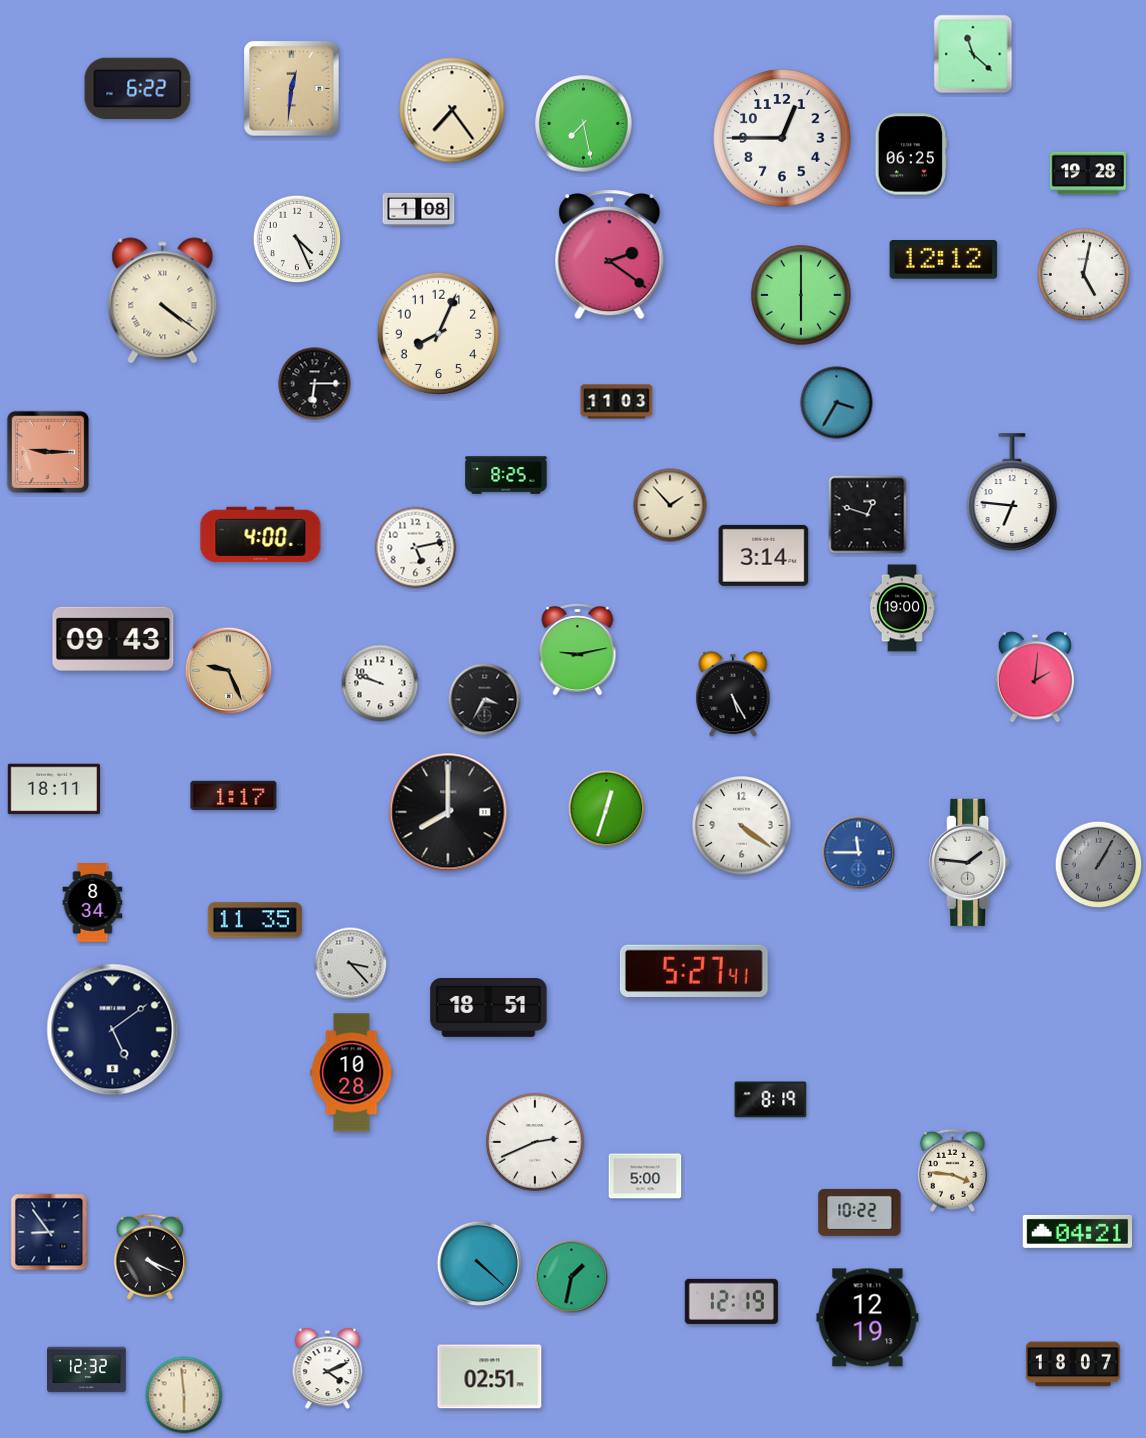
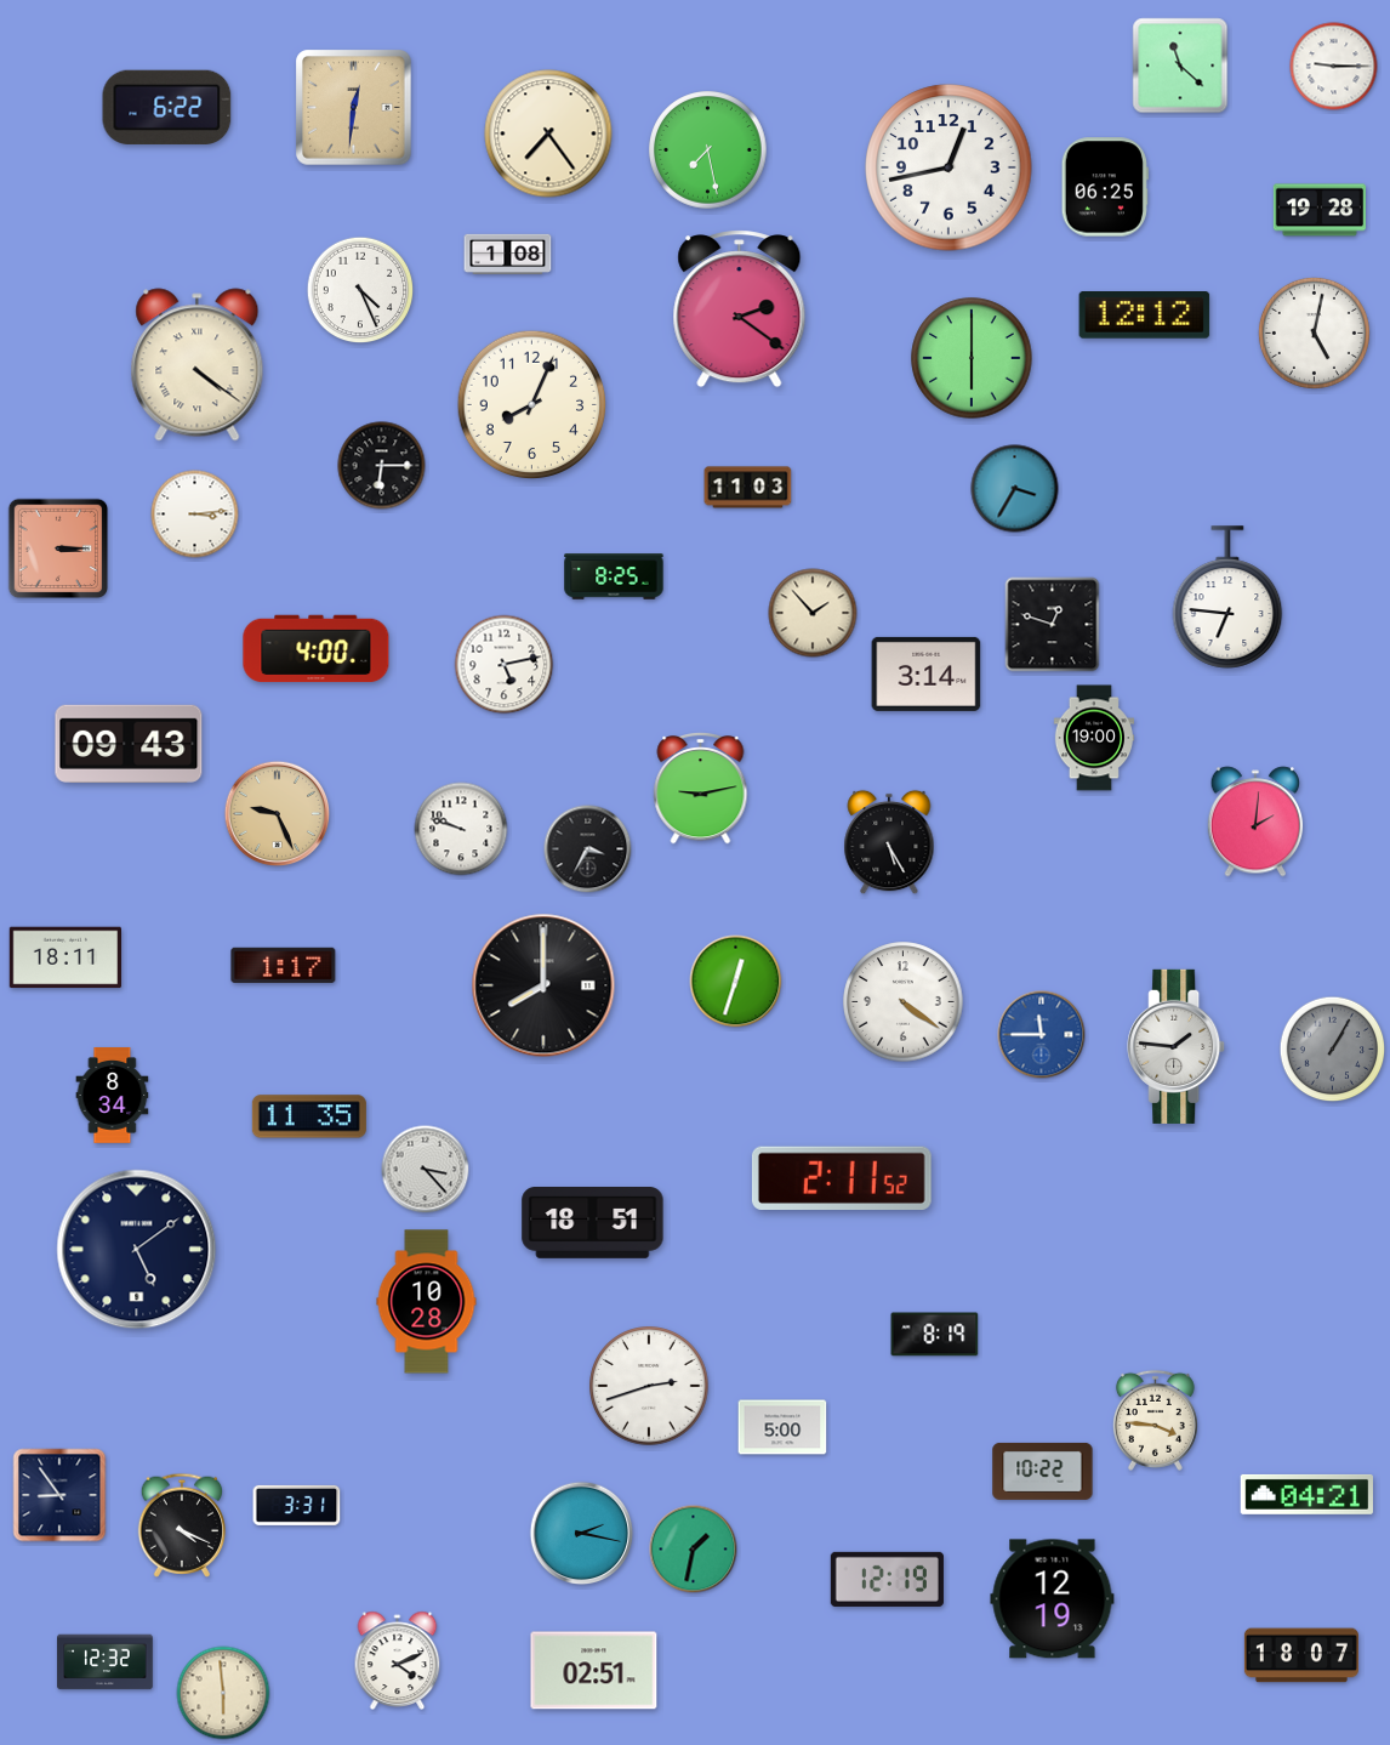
clock at (1334, 67): none -> 9:15
clock at (782, 138): 12:45 -> 12:43
clock at (195, 515): none -> 3:14
clock at (48, 452): 9:15 -> 3:15
clock at (113, 639) position: (113, 639) -> (129, 744)
clock at (742, 826) position: (742, 826) -> (904, 1002)
clock at (694, 970): 5:27 -> 2:11
clock at (535, 1142): 2:41 -> 2:42
clock at (297, 1505): none -> 3:31
clock at (480, 1264): 4:22 -> 2:17
